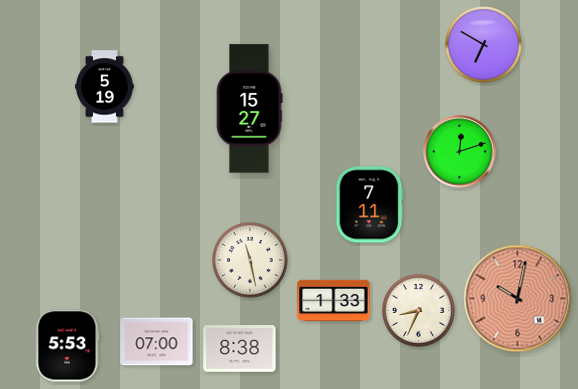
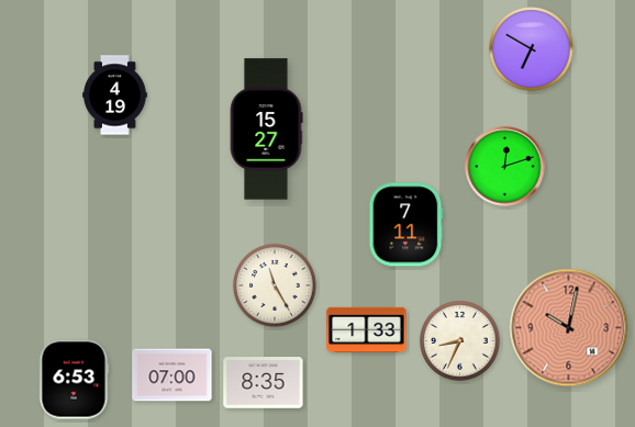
clock at (105, 87): 5:19 -> 4:19
clock at (249, 109) position: (249, 109) -> (266, 130)
clock at (250, 260): 11:28 -> 11:25
clock at (68, 346): 5:53 -> 6:53
clock at (240, 349): 8:38 -> 8:35
